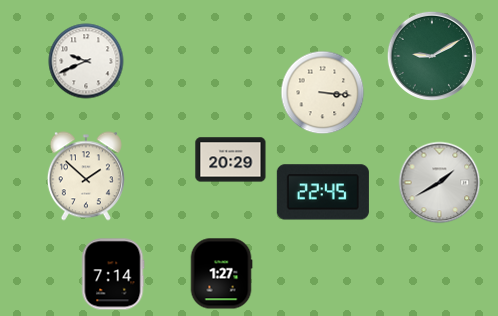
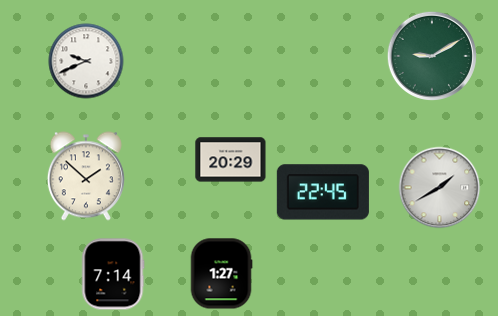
clock at (323, 93): 3:16 -> none
clock at (440, 183) position: (440, 183) -> (440, 188)
